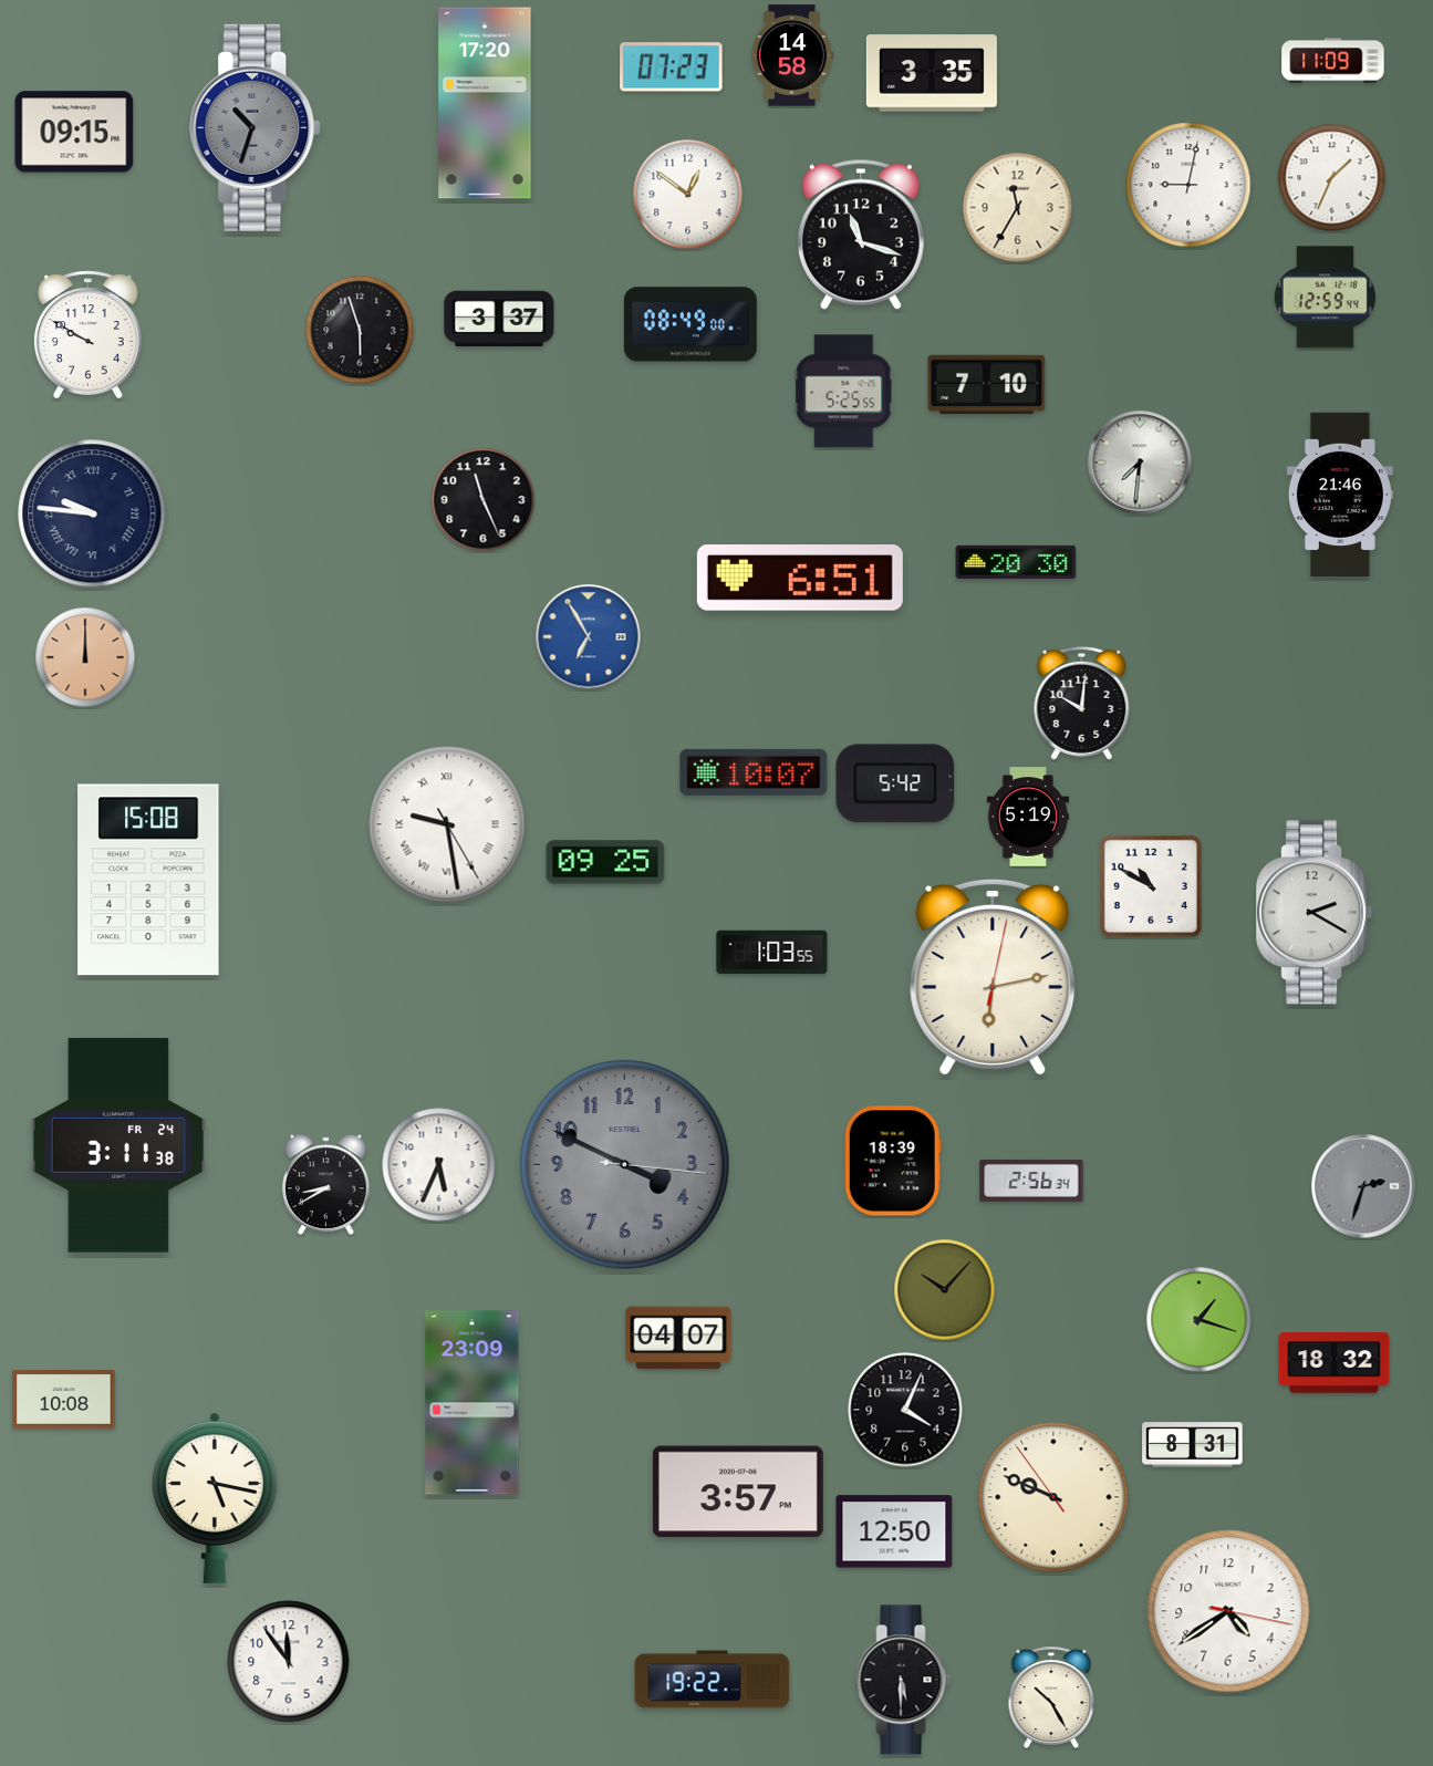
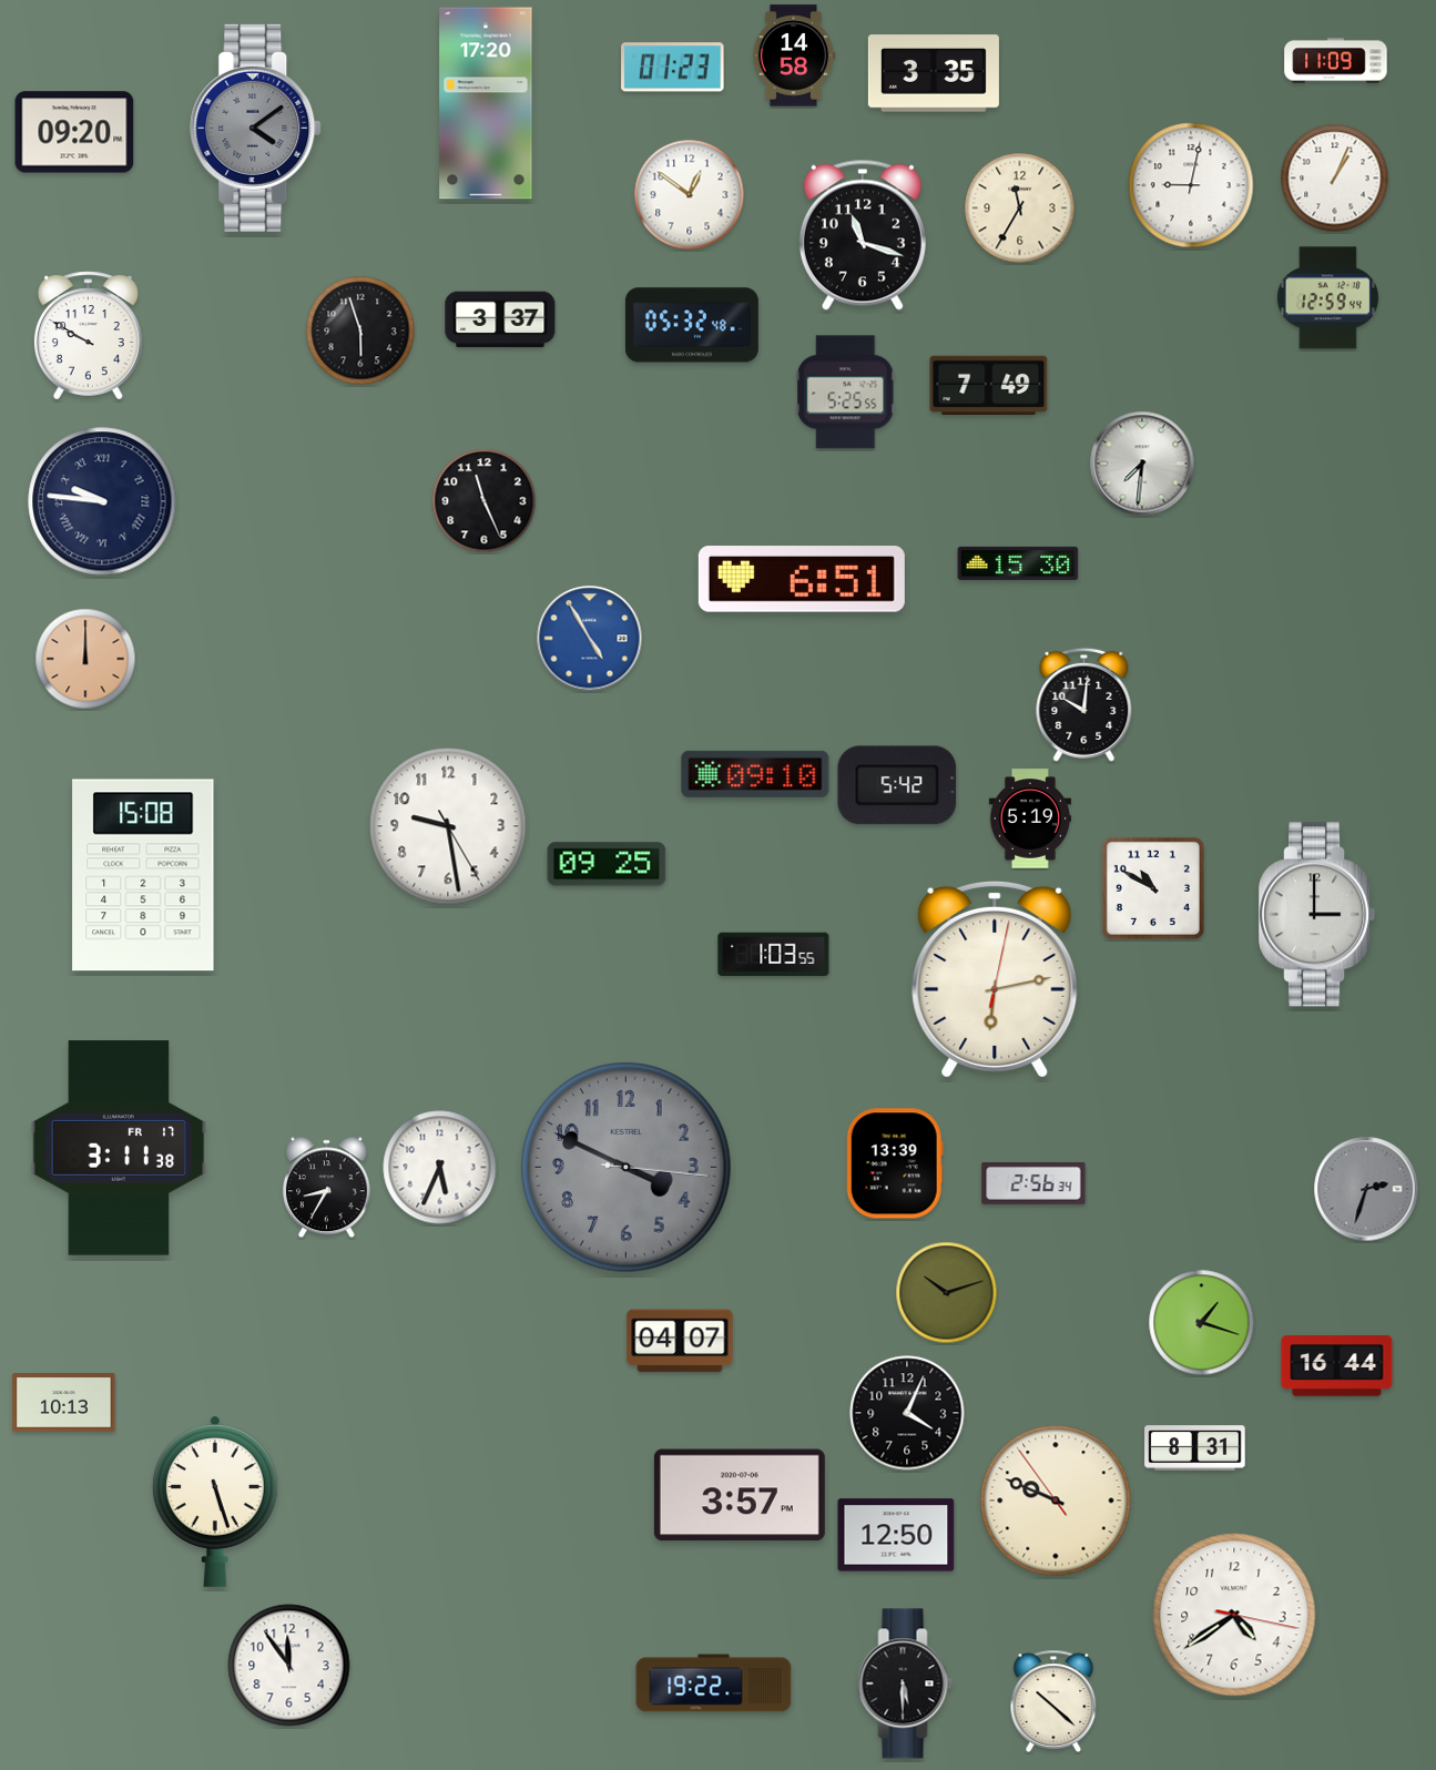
clock at (672, 67): 07:23 -> 01:23
clock at (256, 127): 10:33 -> 4:09
clock at (74, 132): 09:15 -> 09:20
clock at (1332, 178): 1:34 -> 1:04
clock at (690, 324): 08:49 -> 05:32
clock at (987, 384): 7:10 -> 7:49
clock at (1340, 494): 21:46 -> none
clock at (92, 513) position: (92, 513) -> (102, 501)
clock at (1016, 562): 20:30 -> 15:30
clock at (589, 637): 6:55 -> 4:55
clock at (754, 772): 10:07 -> 09:10
clock at (447, 824) numerals: Roman -> Arabic
clock at (148, 880) position: (148, 880) -> (143, 875)
clock at (1315, 913): 2:20 -> 3:00
clock at (118, 1145) date: FR 24 -> FR 17
clock at (893, 1161): 18:39 -> 13:39
clock at (326, 1185): 8:40 -> 8:35
clock at (945, 1290): 10:07 -> 10:12
clock at (1335, 1363): 18:32 -> 16:44
clock at (64, 1400): 10:08 -> 10:13
clock at (473, 1403): 23:09 -> none
clock at (215, 1498): 5:17 -> 5:27
clock at (1228, 1611) position: (1228, 1611) -> (1234, 1615)
clock at (1051, 1697): 10:25 -> 10:22
